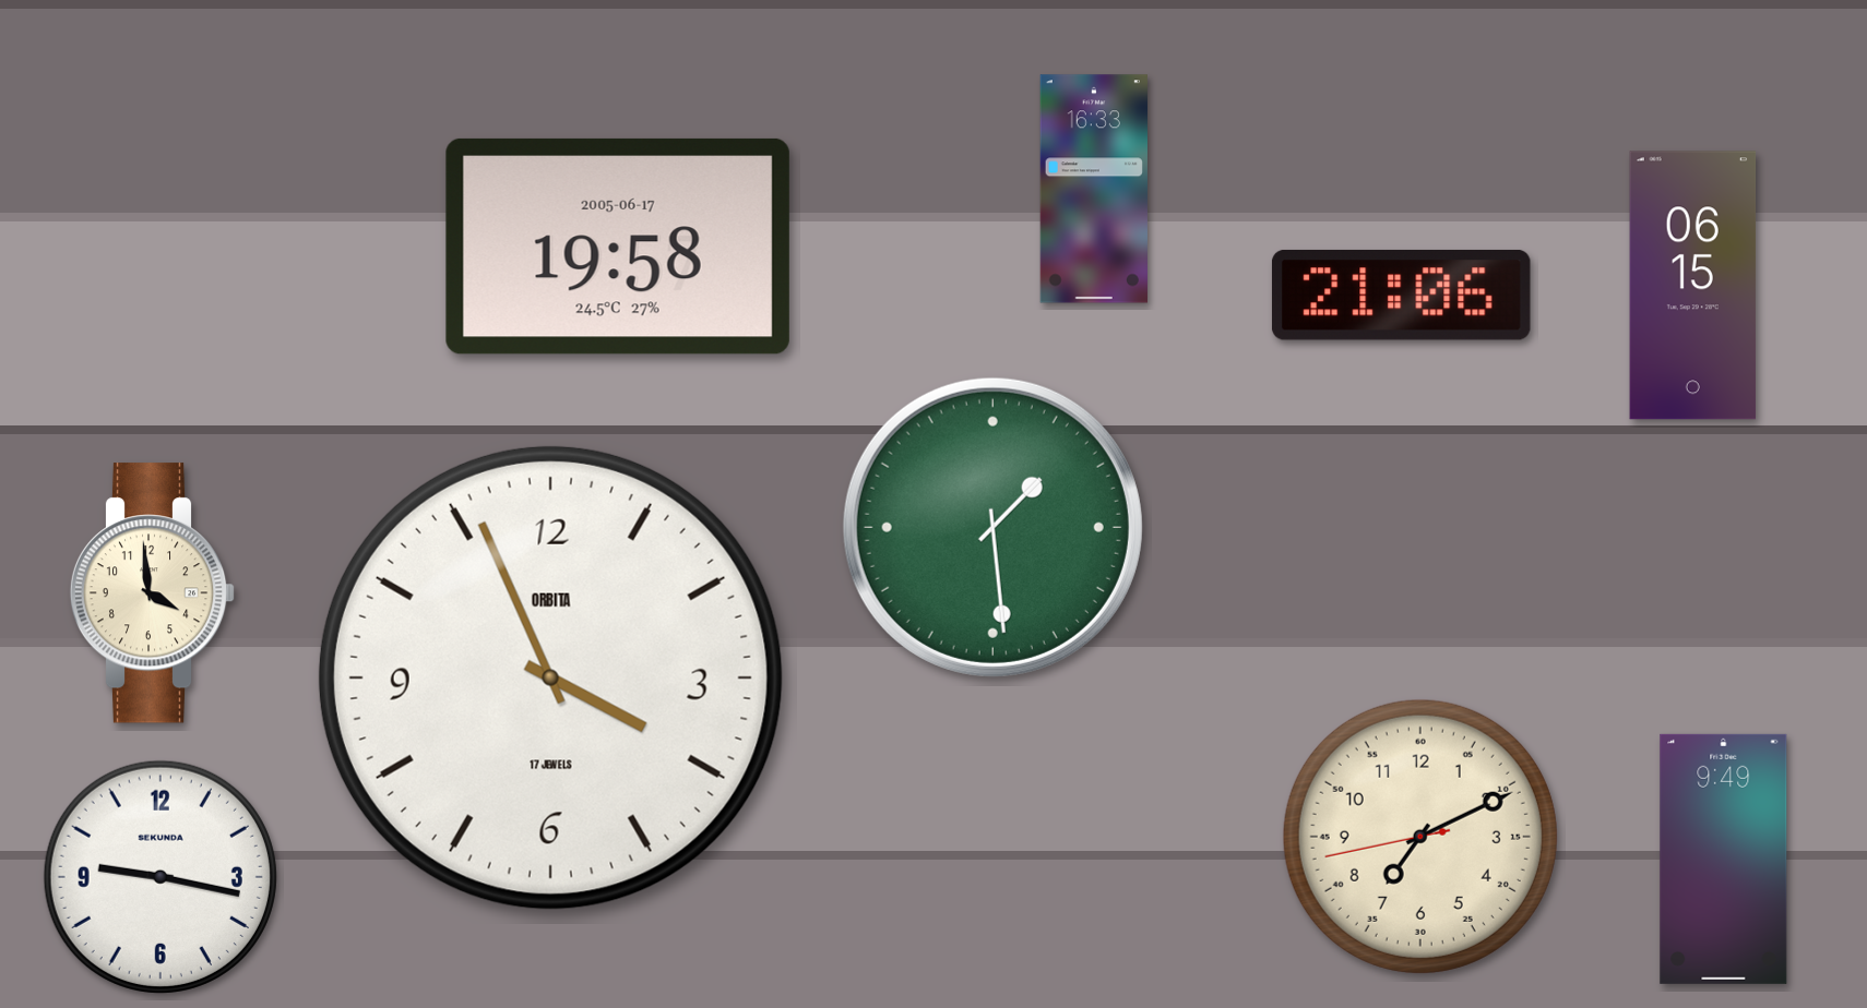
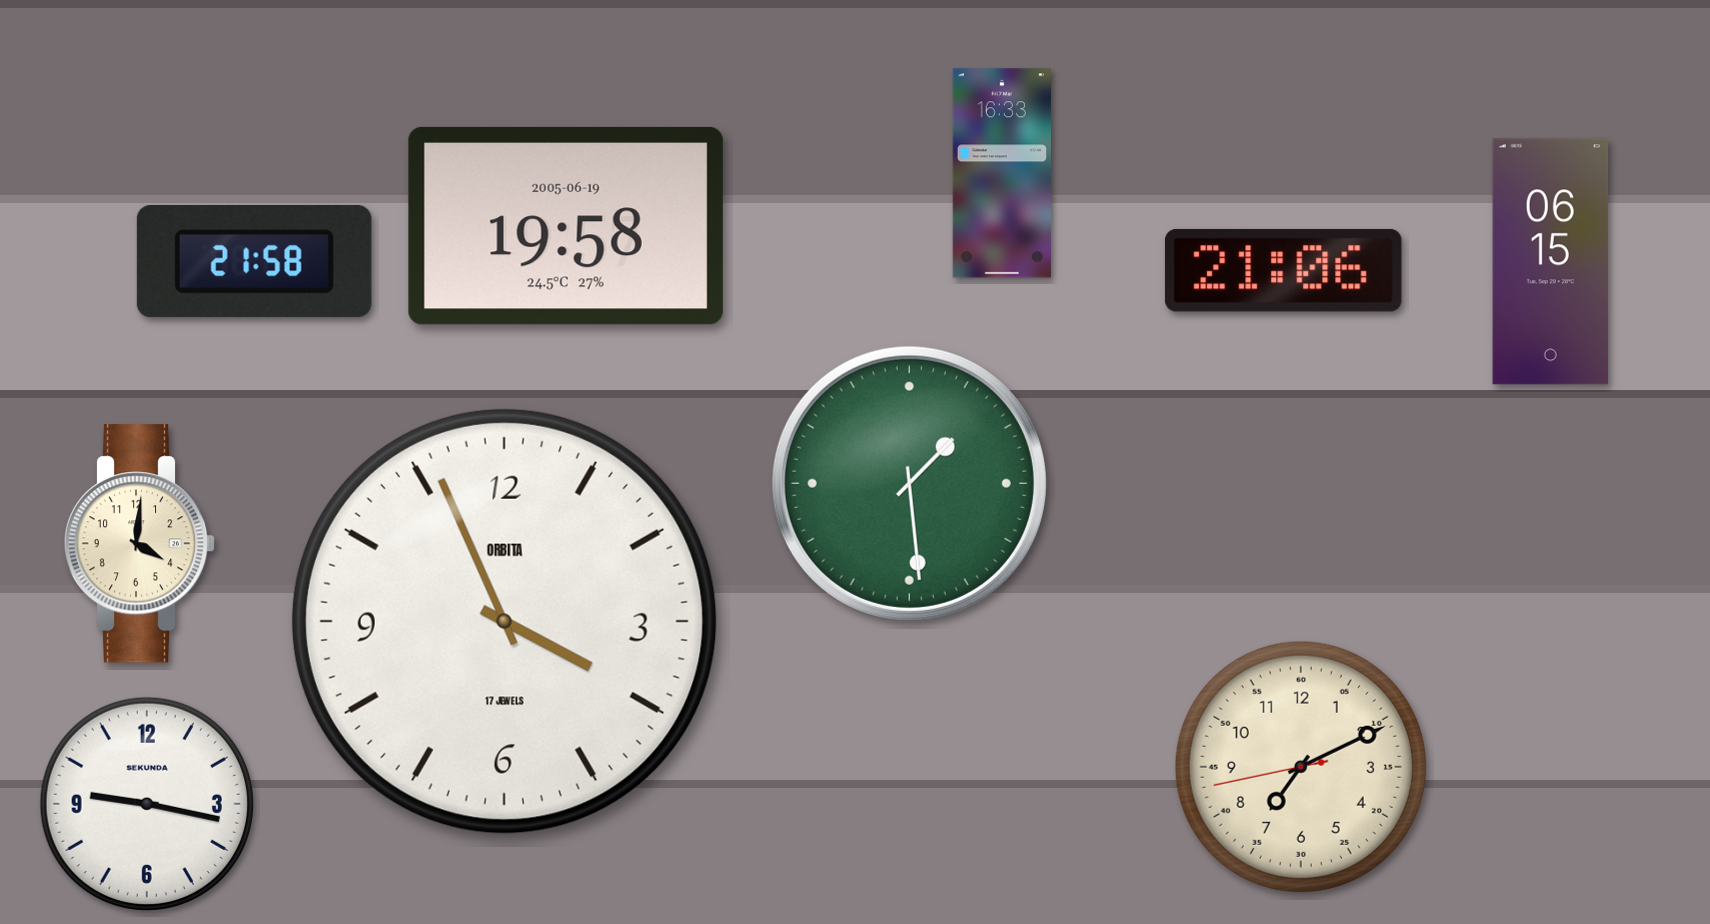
clock at (618, 247) date: 2005-06-17 -> 2005-06-19
clock at (254, 262): none -> 21:58
clock at (153, 593): 3:59 -> 4:01
clock at (1724, 859): 9:49 -> none
